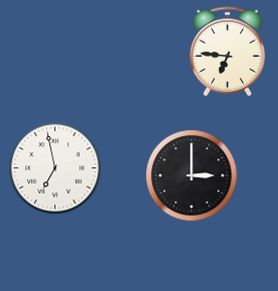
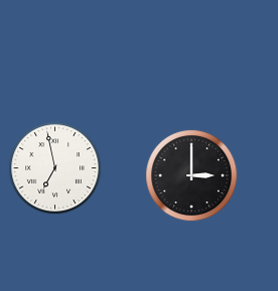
clock at (227, 52): 6:46 -> none
